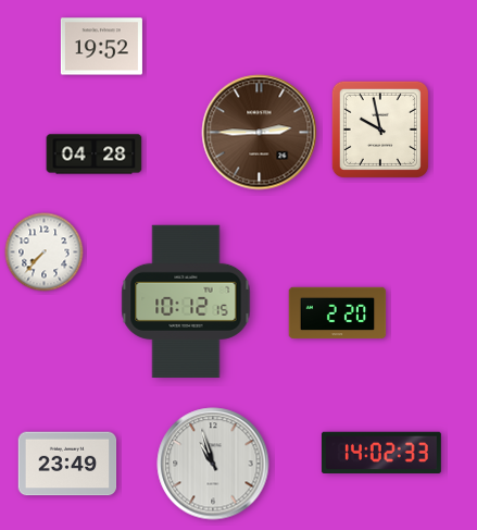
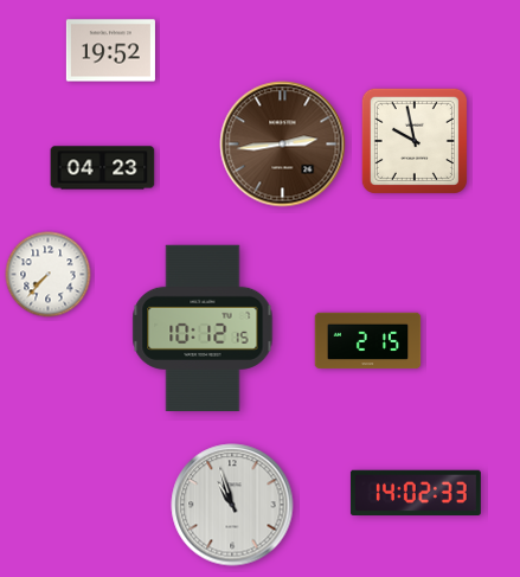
clock at (260, 133): 2:45 -> 2:44
clock at (95, 155): 04:28 -> 04:23
clock at (338, 313): 2:20 -> 2:15
clock at (67, 464): 23:49 -> none
